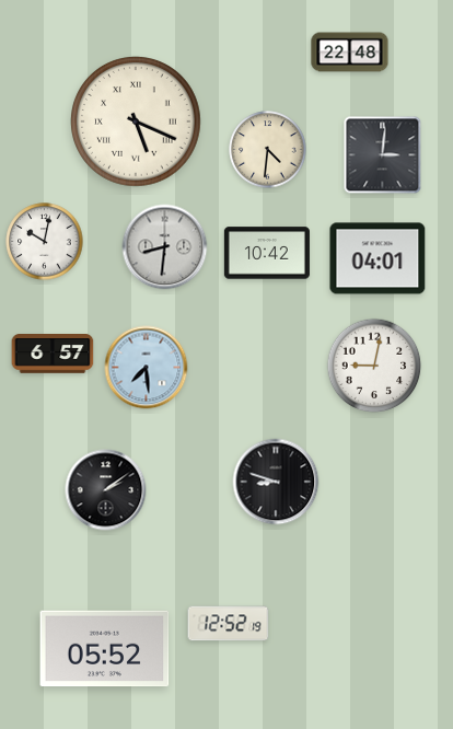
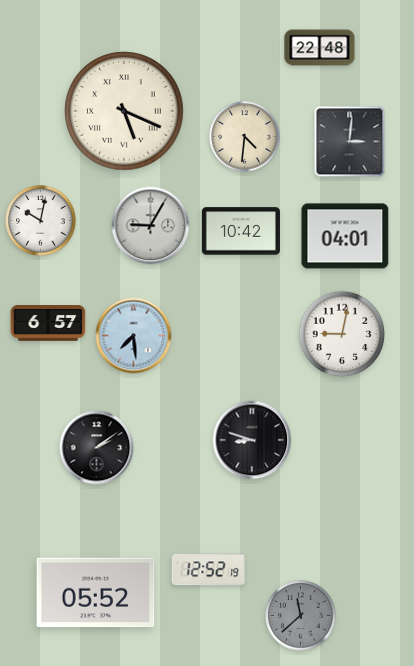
clock at (165, 247): 8:31 -> 9:05
clock at (267, 253) position: (267, 253) -> (241, 231)
clock at (301, 616): none -> 11:38
